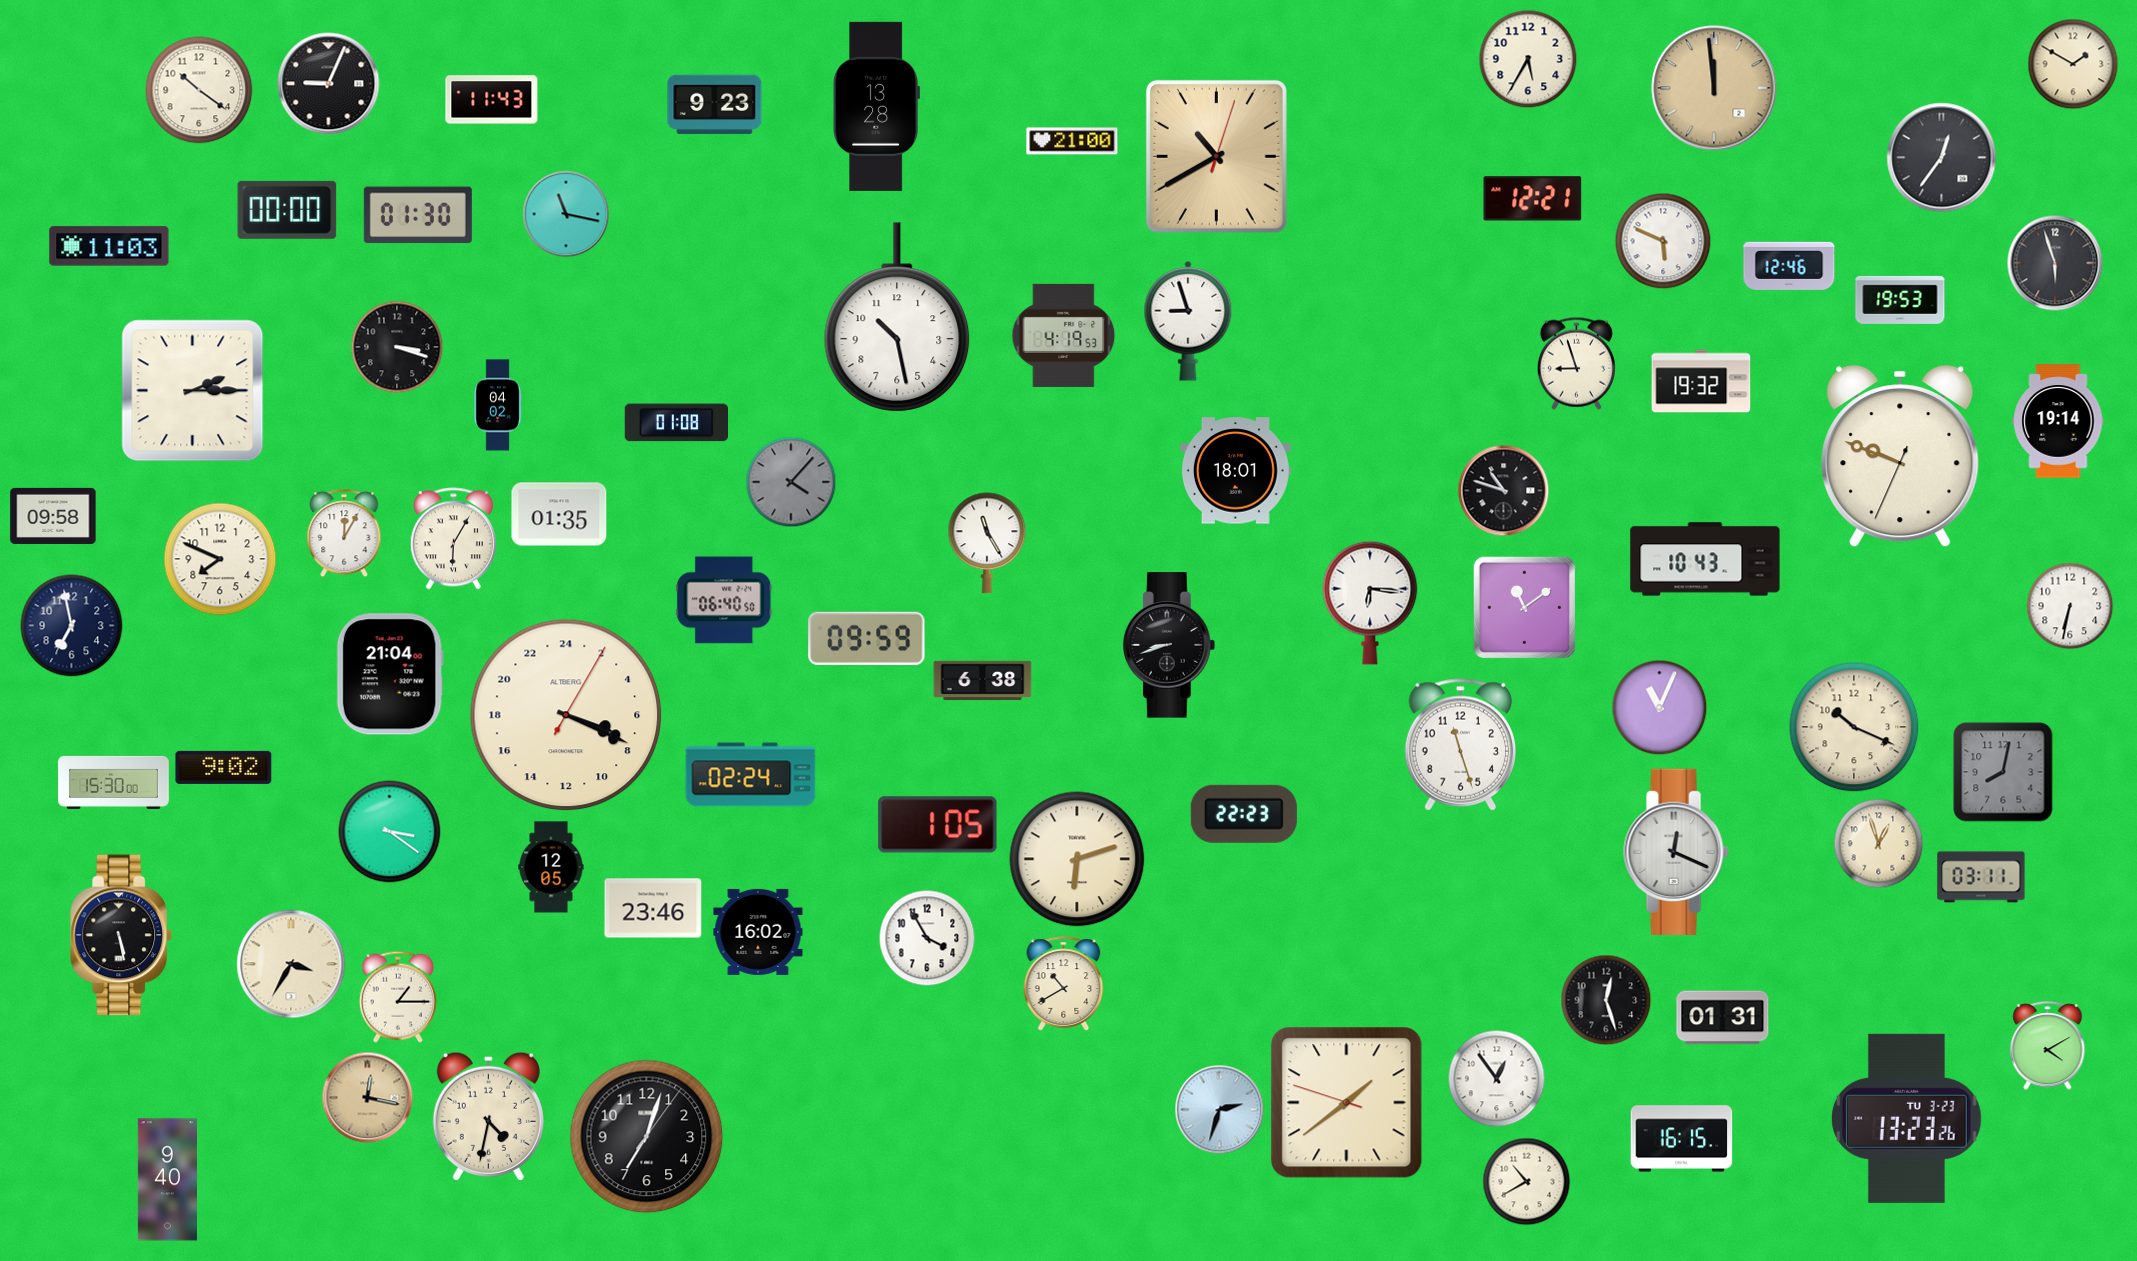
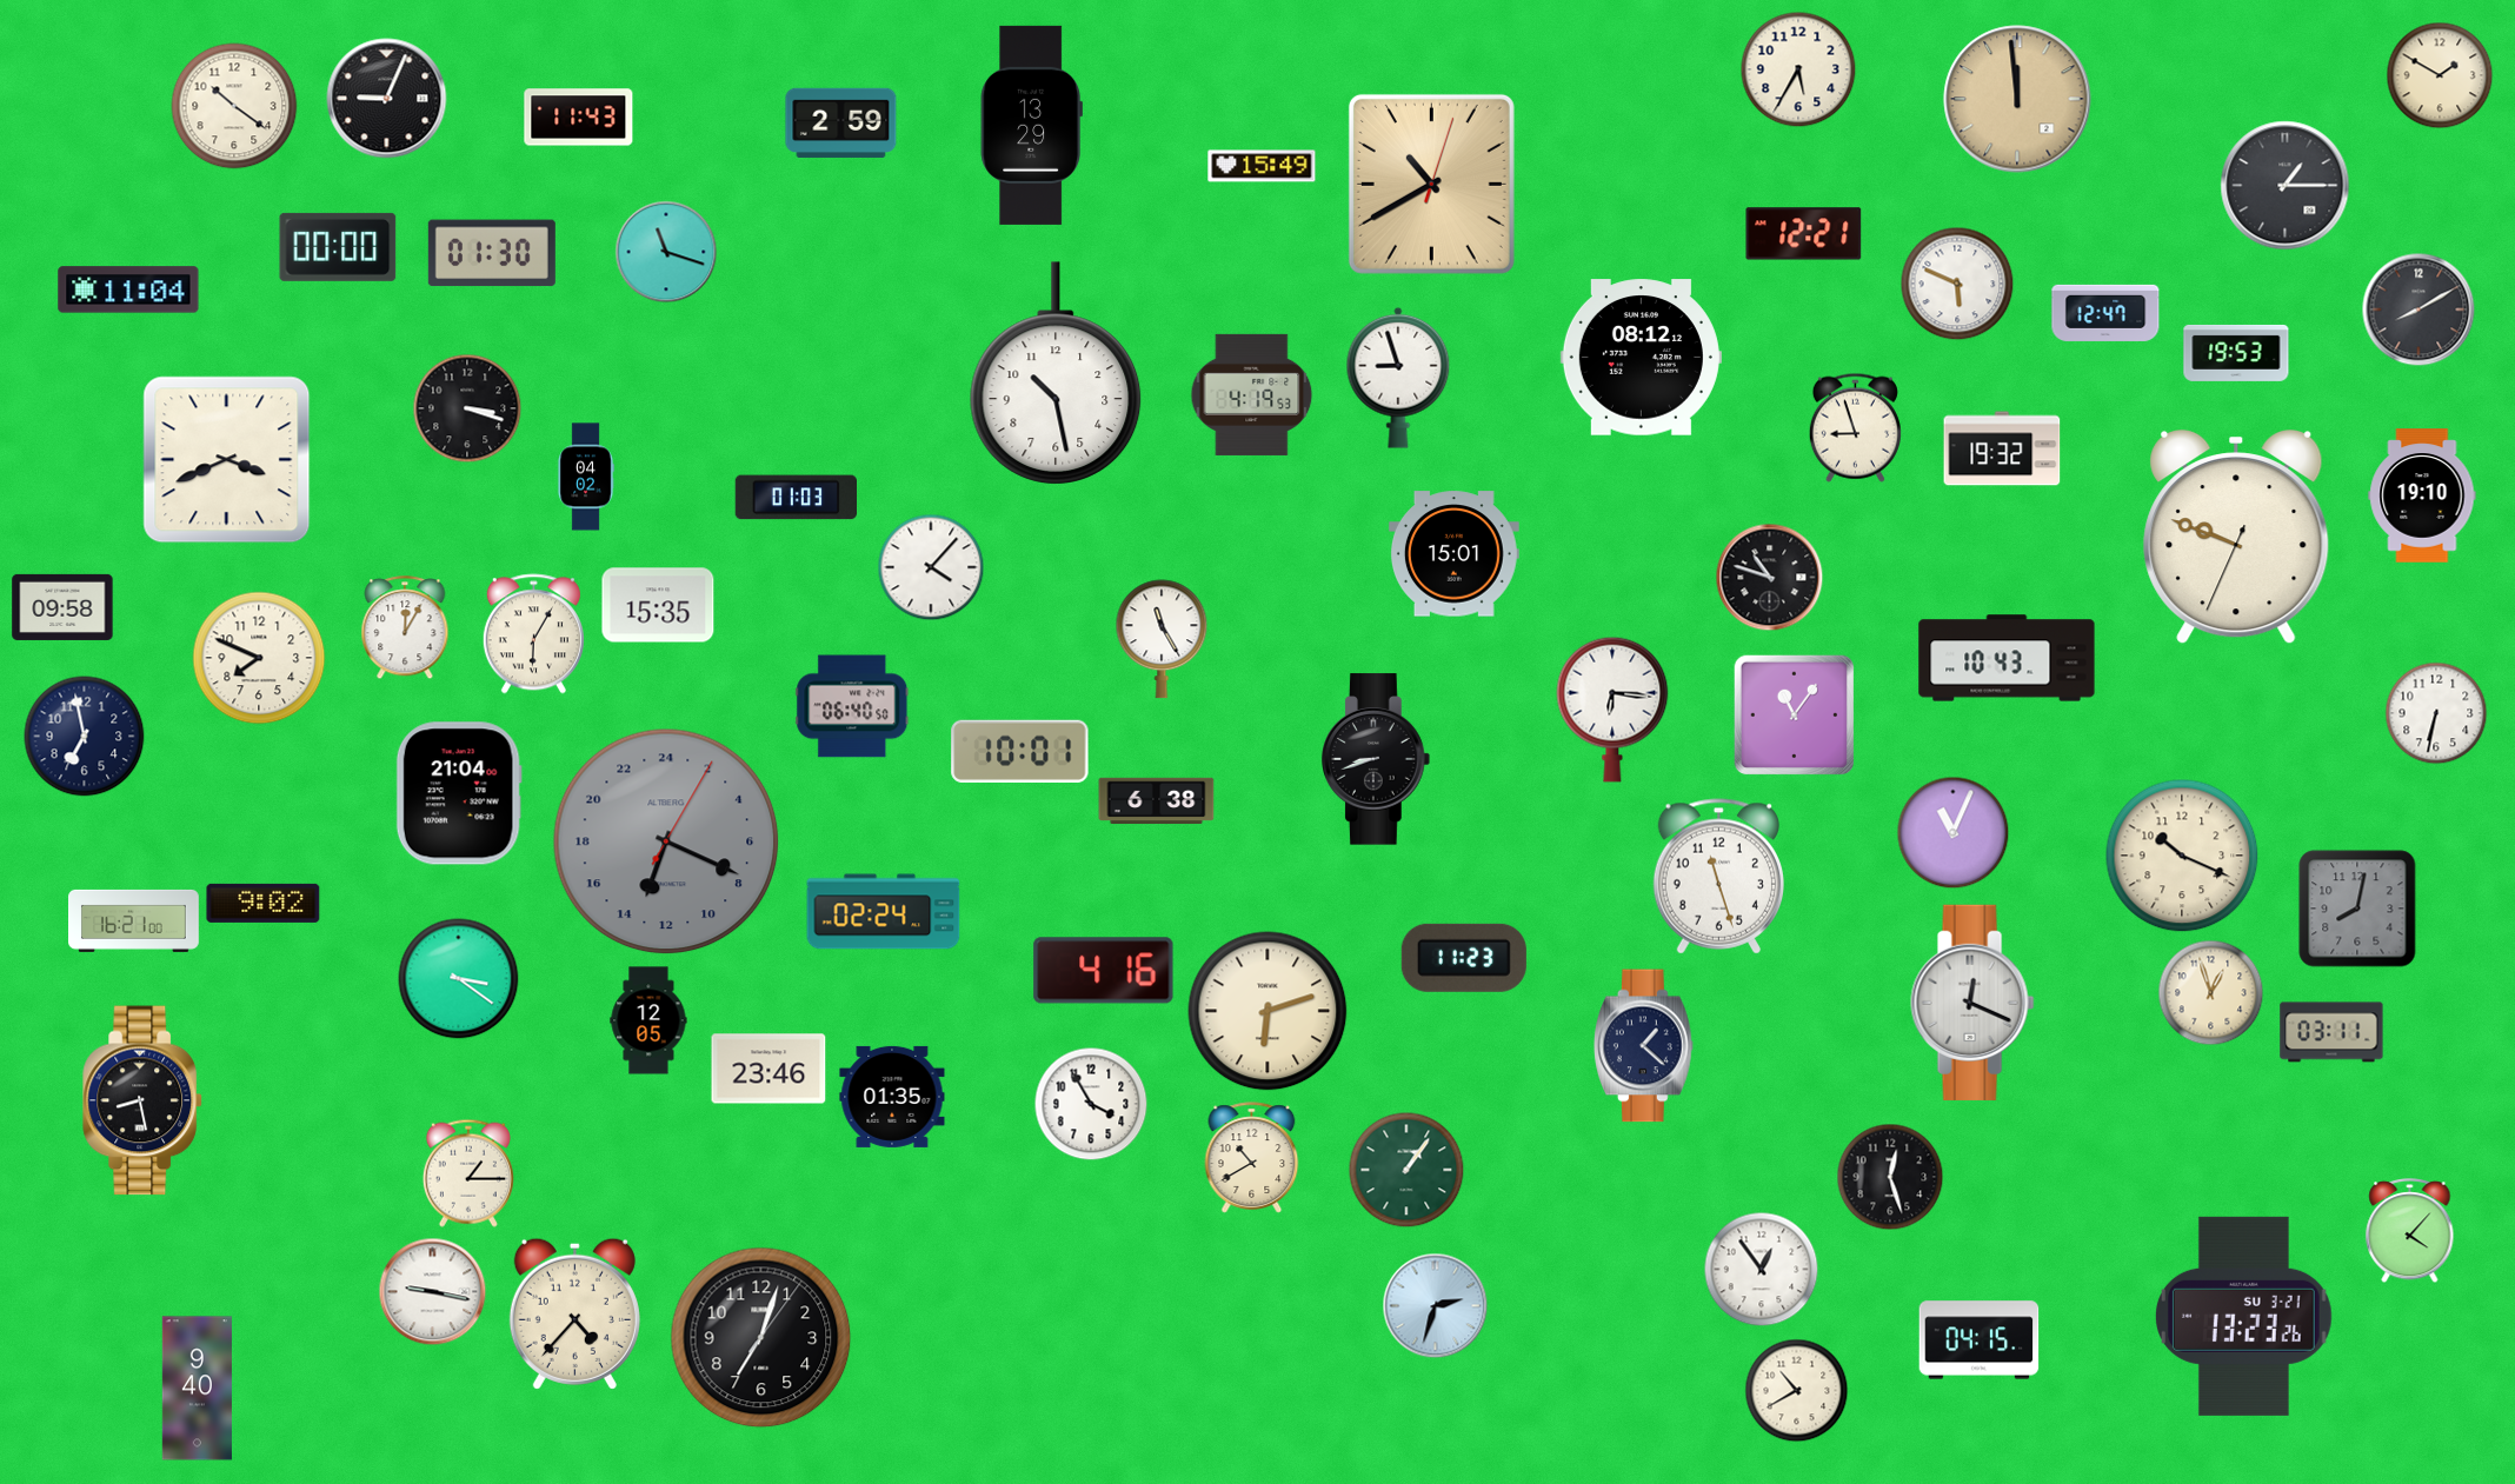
clock at (1714, 88) position: (1714, 88) -> (2017, 99)
clock at (715, 104): 9:23 -> 2:59
clock at (876, 106): 13:28 -> 13:29
clock at (1072, 141): 21:00 -> 15:49
clock at (1942, 158): 12:36 -> 1:15
clock at (566, 214): 11:17 -> 11:18
clock at (109, 246): 11:03 -> 11:04
clock at (2055, 263): 5:57 -> 8:10
clock at (1789, 266): 12:46 -> 12:47
clock at (1641, 358): none -> 08:12
clock at (193, 391): 2:15 -> 3:41
clock at (2058, 421): 19:14 -> 19:10
clock at (676, 423): 01:08 -> 01:03
clock at (1235, 471): 18:01 -> 15:01
clock at (791, 482) dial: grey -> white
clock at (559, 514): 01:35 -> 15:35
clock at (1524, 607): 11:09 -> 11:06
clock at (867, 638): 09:59 -> 10:01
clock at (566, 715): 7:19 -> 13:19
clock at (566, 715) dial: cream -> grey
clock at (114, 782): 15:30 -> 16:21
clock at (1244, 814): 22:23 -> 11:23
clock at (938, 825): 1:05 -> 4:16
clock at (1644, 1046): none -> 1:22
clock at (758, 932): 16:02 -> 01:35
clock at (121, 935): 5:28 -> 8:28
clock at (291, 964): 3:35 -> none
clock at (1406, 1170): none -> 1:06
clock at (1723, 1018): 01:31 -> none
clock at (2048, 1046): 4:10 -> 4:07
clock at (368, 1098): 12:17 -> 9:17
clock at (368, 1098) dial: champagne -> white
clock at (1347, 1103): 1:38 -> none
clock at (488, 1116): 4:32 -> 4:37
clock at (1906, 1118) date: TU 3-23 -> SU 3-21
clock at (1682, 1139): 16:15 -> 04:15
